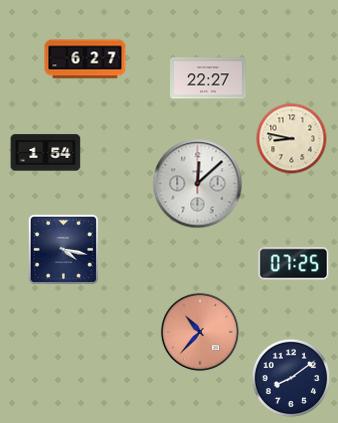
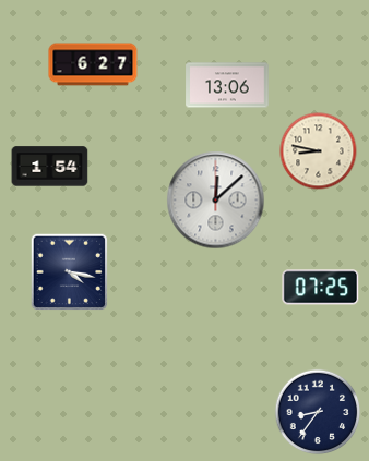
clock at (208, 78): 22:27 -> 13:06
clock at (200, 332): 10:37 -> none
clock at (291, 378): 8:09 -> 8:36
